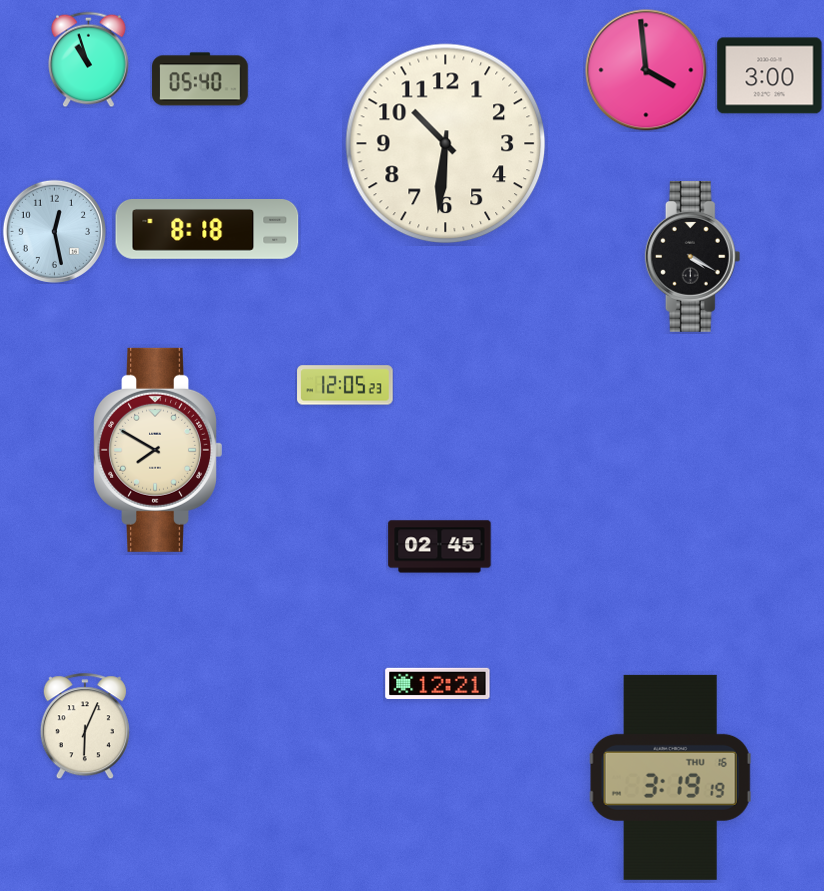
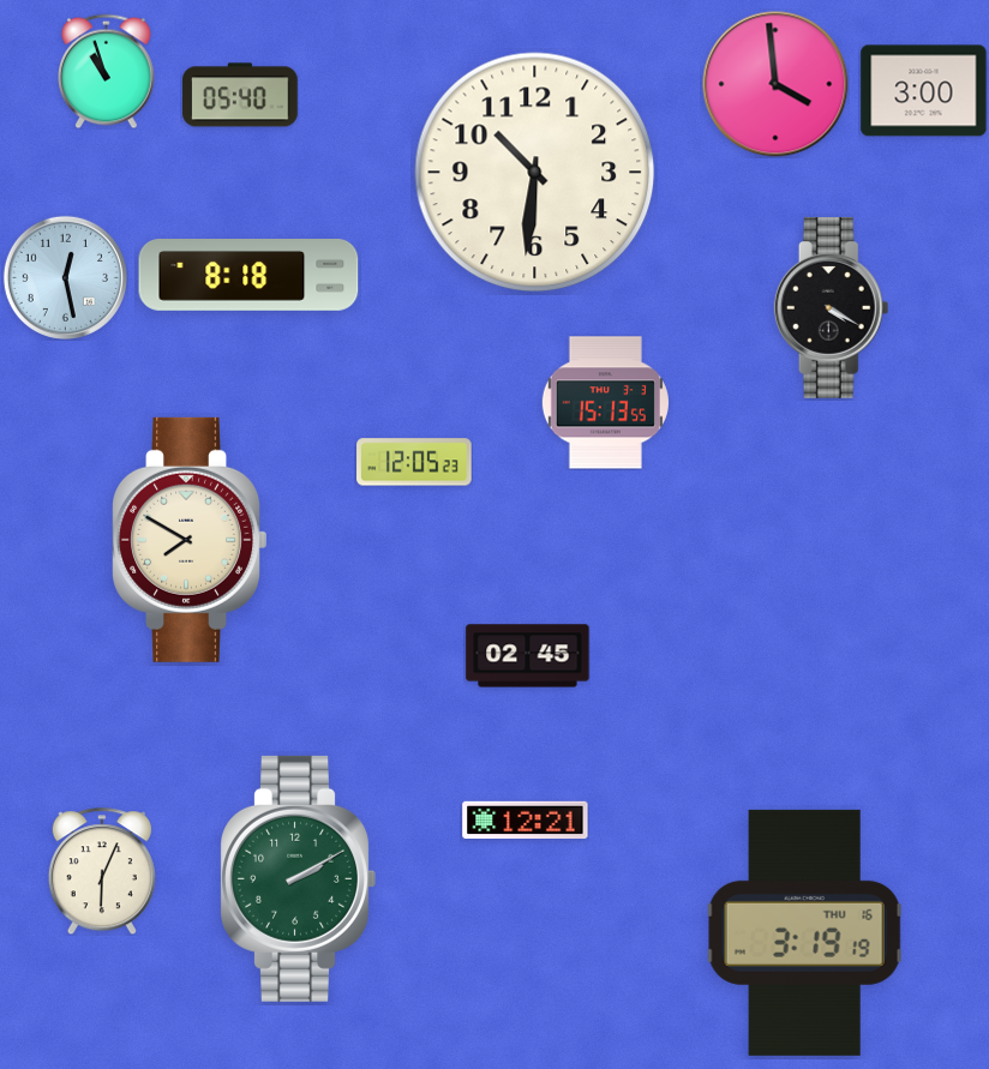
clock at (605, 403): none -> 15:13
clock at (298, 878): none -> 2:10
